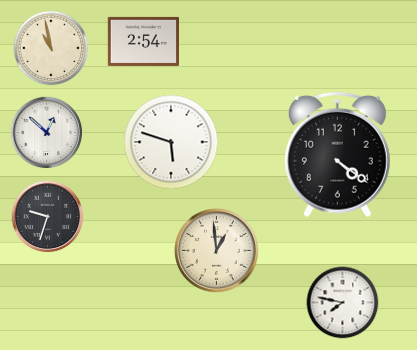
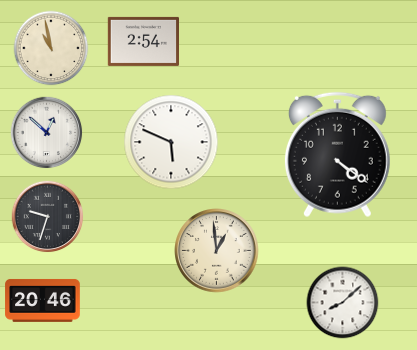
clock at (171, 142): 5:48 -> 5:49
clock at (43, 300): none -> 20:46
clock at (343, 303): 7:47 -> 8:08
